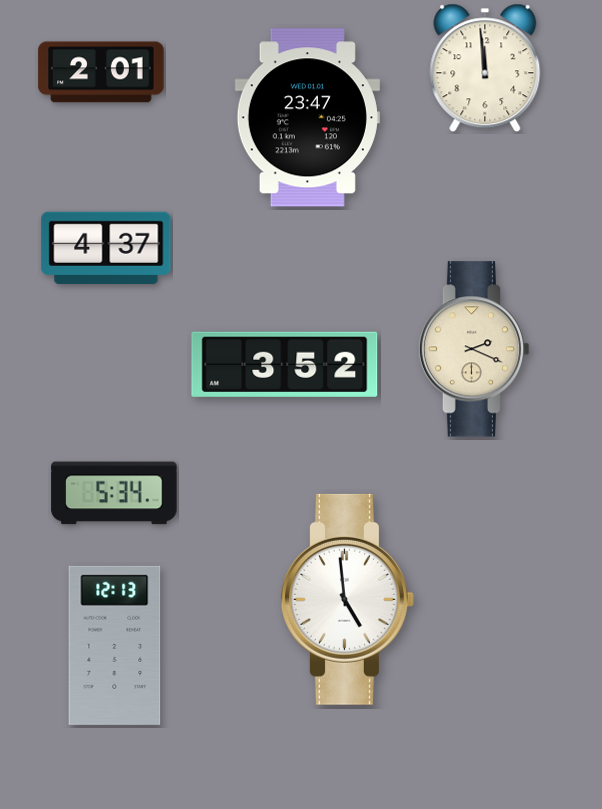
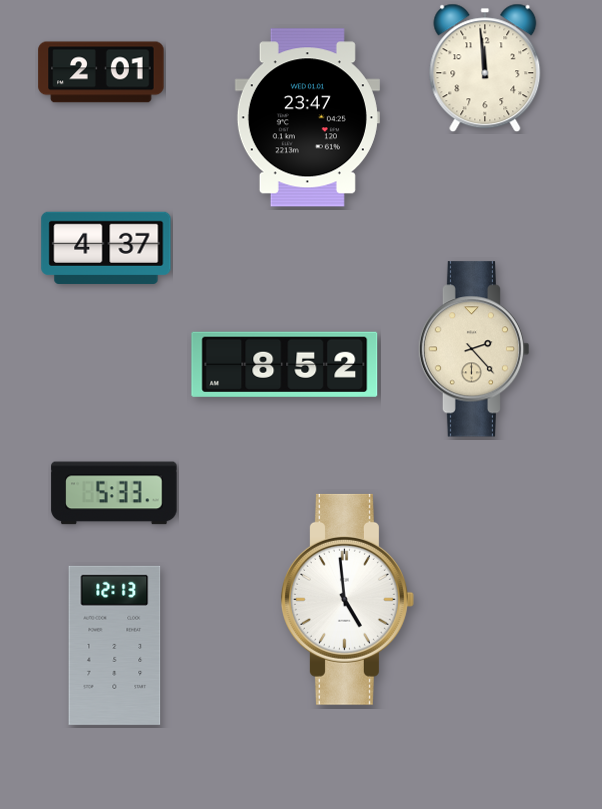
clock at (474, 349): 2:19 -> 2:23
clock at (285, 364): 3:52 -> 8:52
clock at (114, 493): 5:34 -> 5:33
